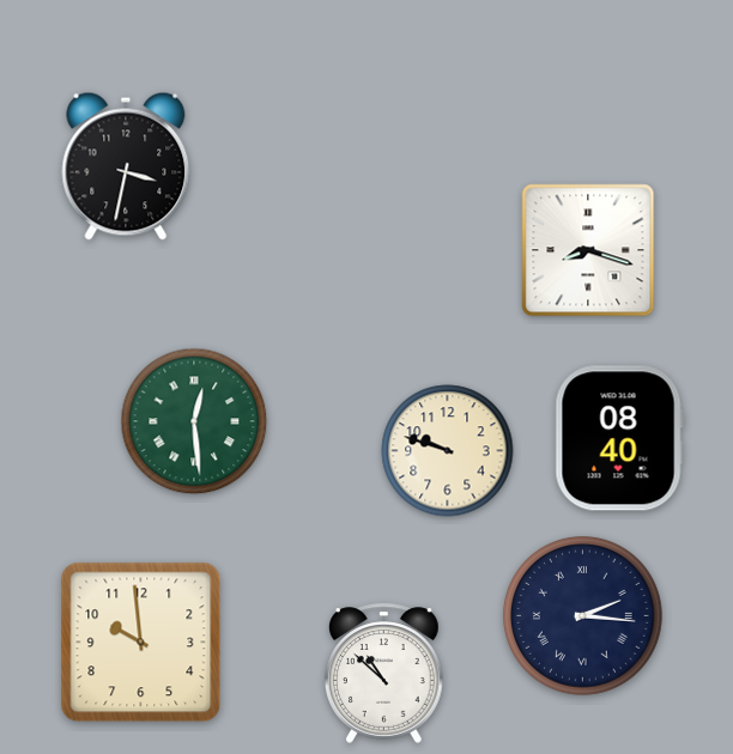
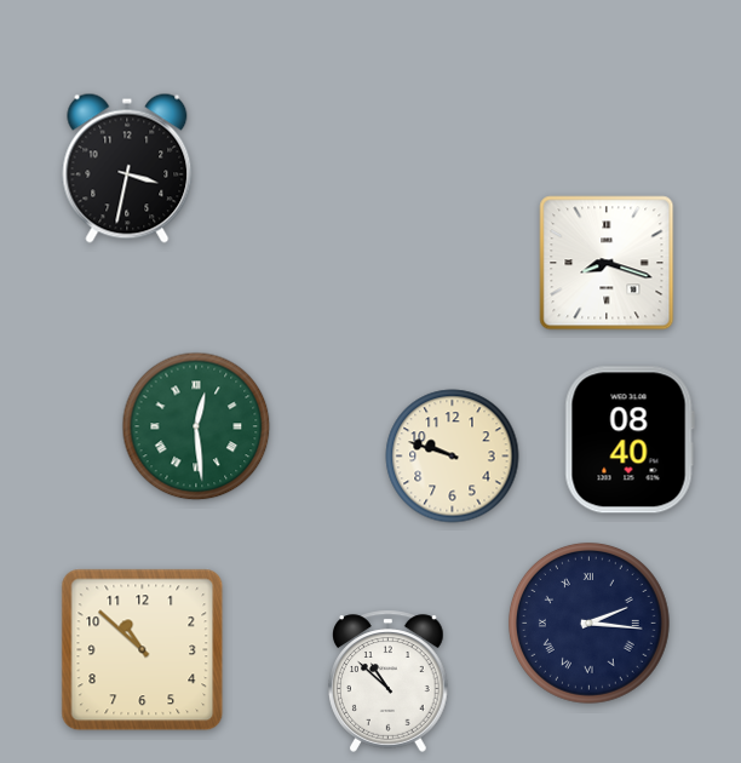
clock at (588, 250) position: (588, 250) -> (607, 263)
clock at (619, 438) position: (619, 438) -> (630, 440)
clock at (141, 643): 9:59 -> 10:52
